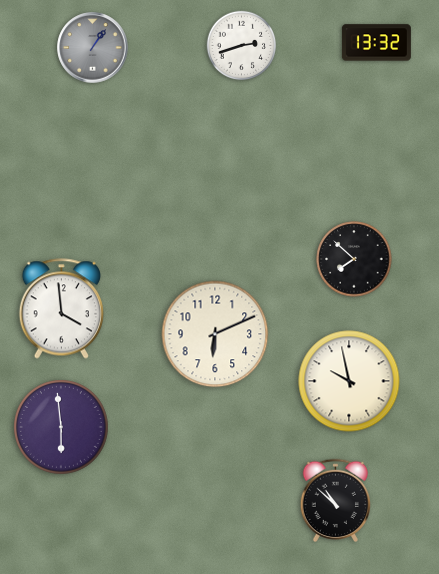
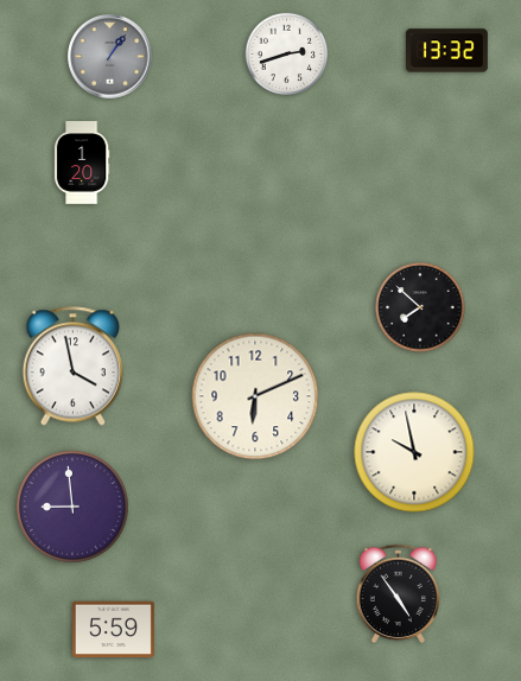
clock at (82, 163): none -> 1:20
clock at (61, 309): 3:59 -> 3:58
clock at (62, 428): 5:59 -> 8:59
clock at (336, 500): 10:52 -> 4:54
clock at (113, 630): none -> 5:59
